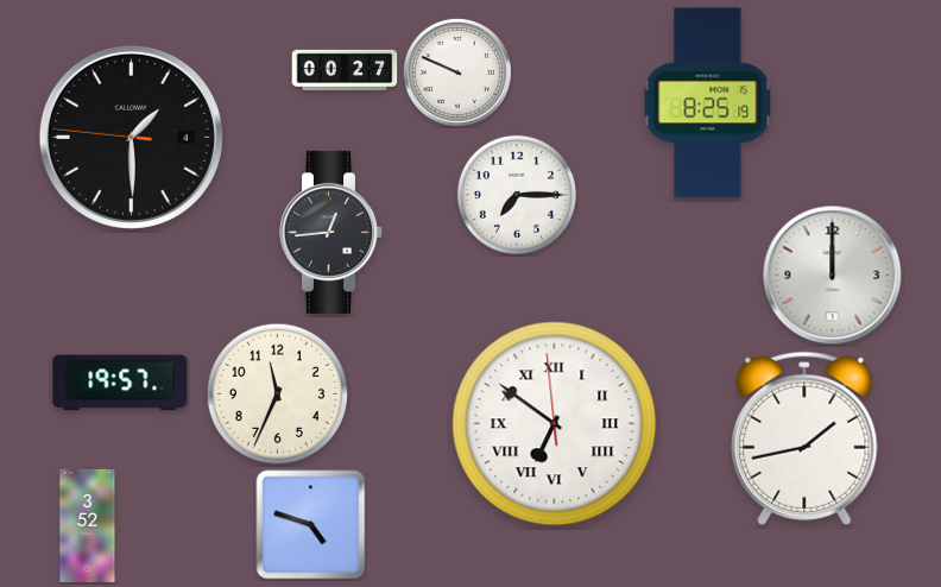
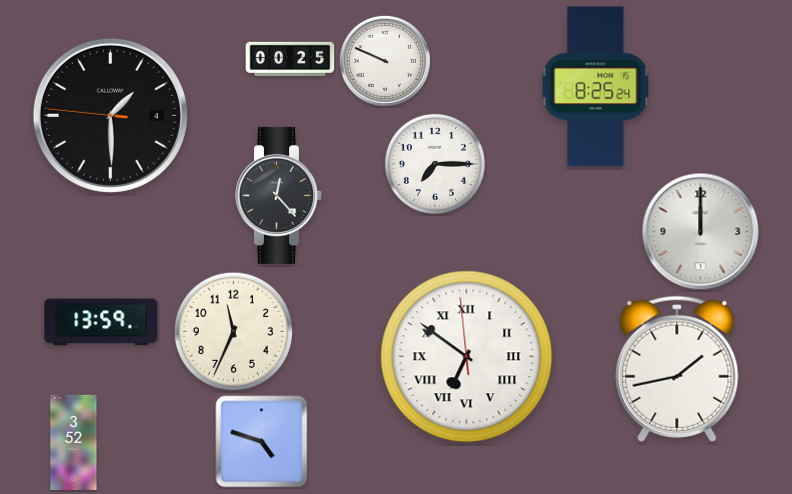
clock at (345, 70): 00:27 -> 00:25
clock at (708, 103): 8:25:19 -> 8:25:24
clock at (331, 232): 12:44 -> 12:23
clock at (120, 383): 19:57 -> 13:59
